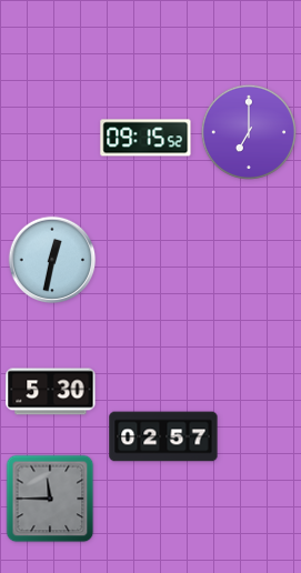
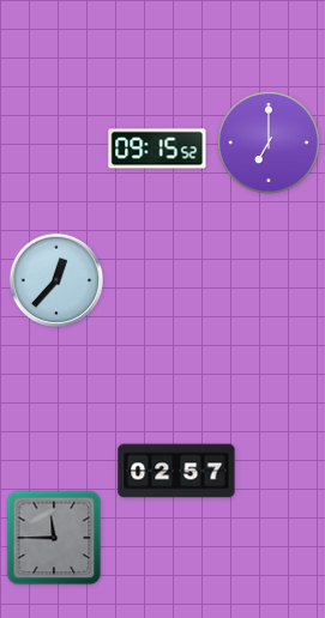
clock at (52, 260): 12:32 -> 12:37
clock at (51, 392): 5:30 -> none
